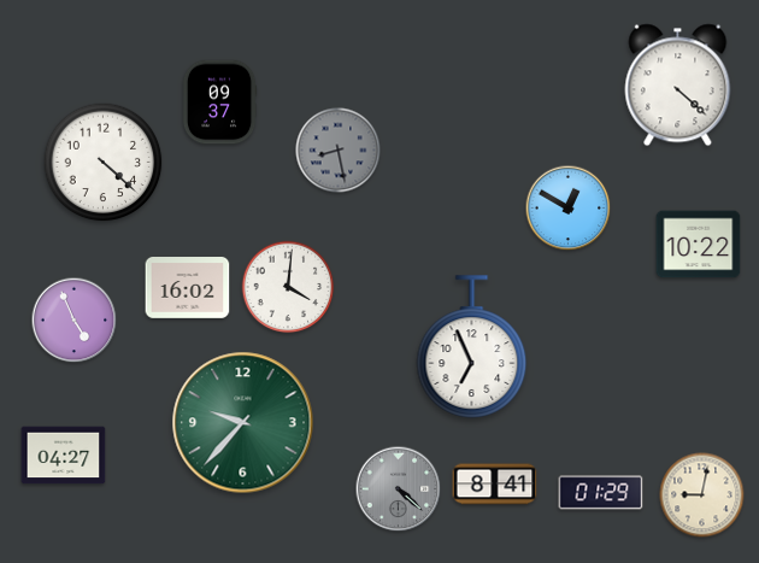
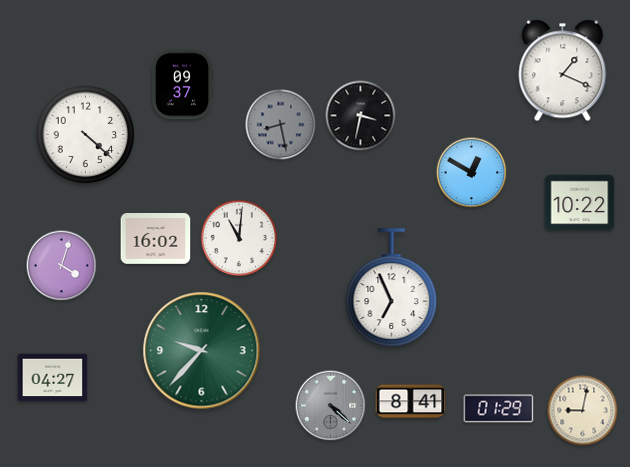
clock at (678, 86): 4:22 -> 1:19
clock at (361, 116): none -> 3:32
clock at (288, 287): 4:01 -> 11:01
clock at (75, 321): 4:56 -> 4:03
